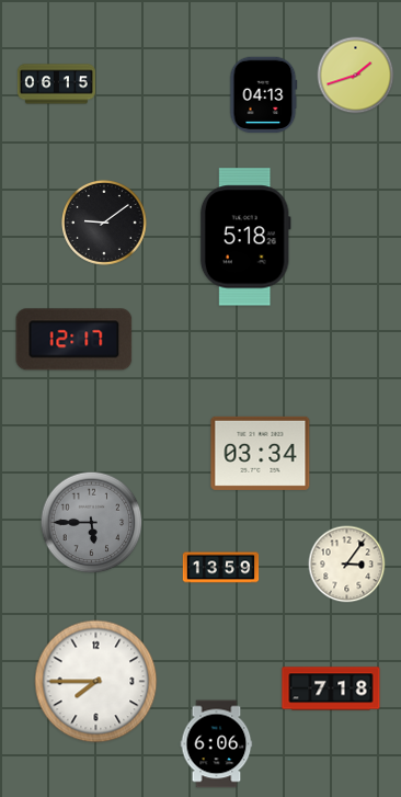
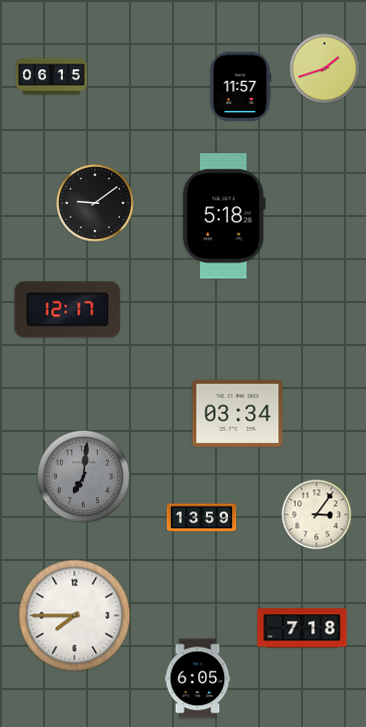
clock at (264, 95): 04:13 -> 11:57
clock at (92, 523): 5:45 -> 7:01
clock at (96, 682) position: (96, 682) -> (75, 616)
clock at (217, 744): 6:06 -> 6:05
